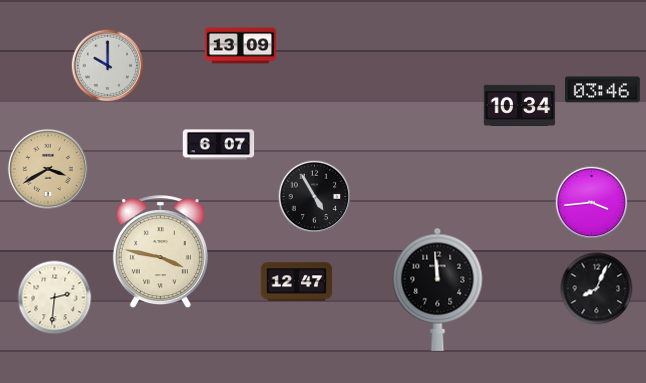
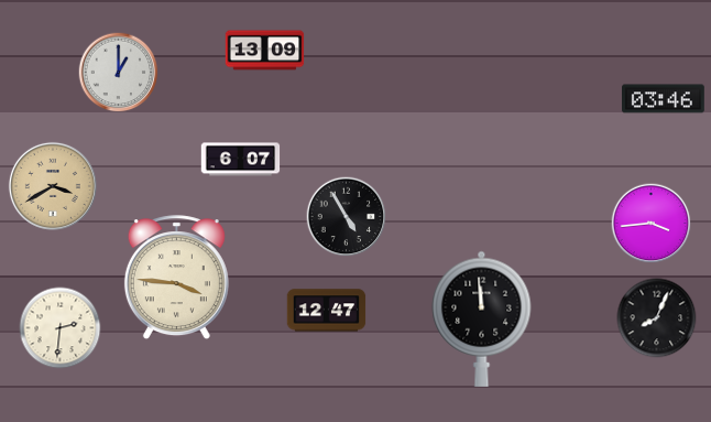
clock at (108, 66): 10:00 -> 1:00
clock at (520, 105): 10:34 -> none
clock at (160, 252): 3:47 -> 3:46
